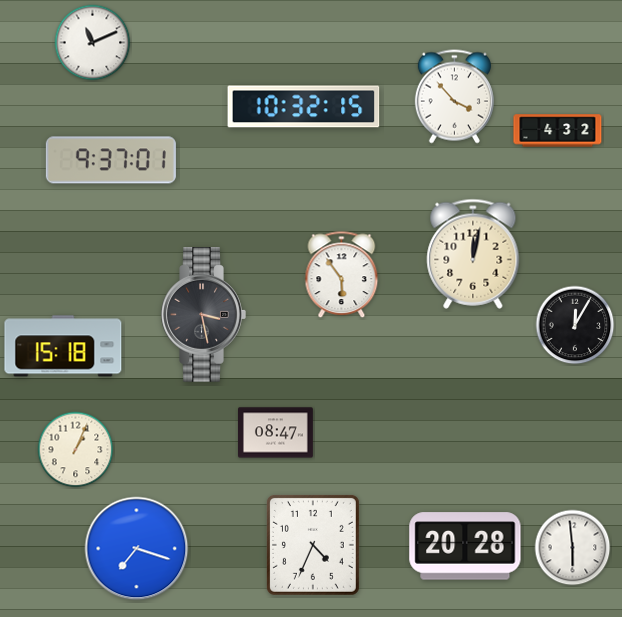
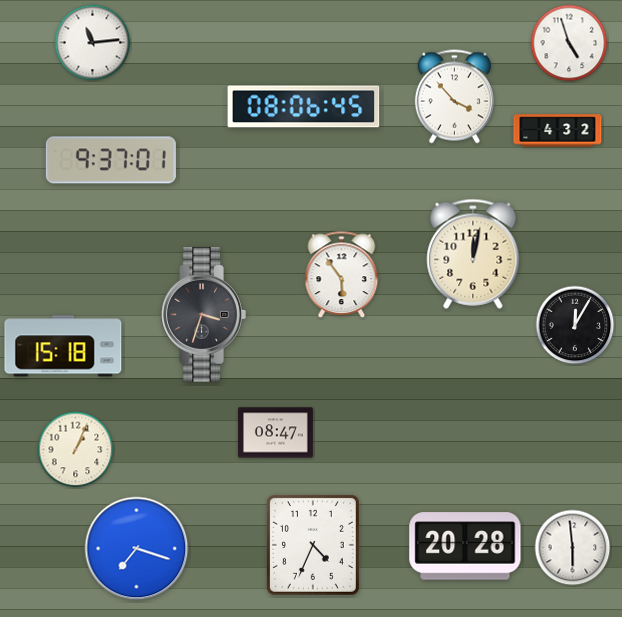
clock at (93, 43): 11:11 -> 11:14
clock at (569, 43): none -> 4:57
clock at (304, 107): 10:32 -> 08:06
clock at (203, 315): 3:28 -> 3:33
